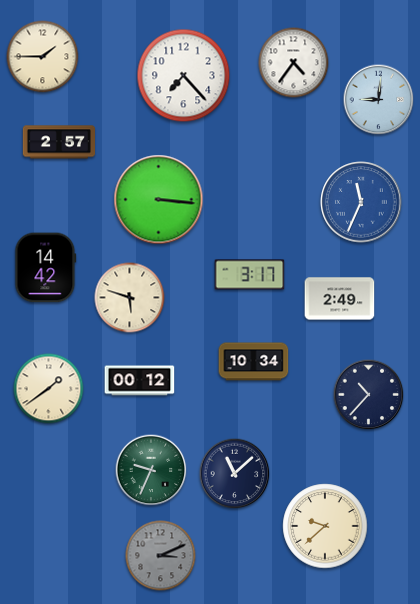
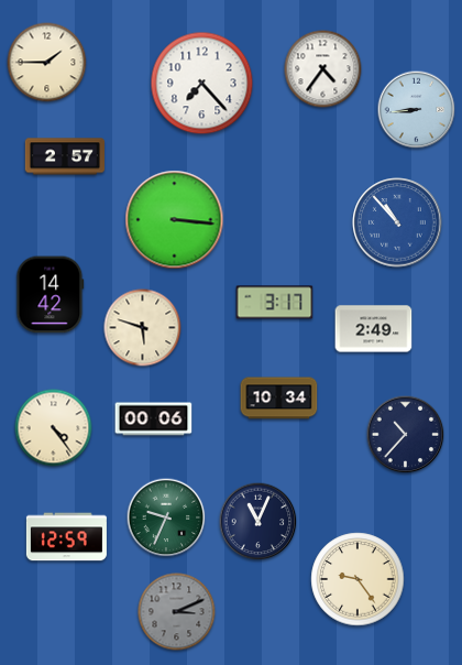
clock at (379, 100): 9:01 -> 8:44
clock at (361, 202): 11:34 -> 10:53
clock at (140, 381): 00:12 -> 00:06
clock at (49, 389): 1:39 -> 4:24
clock at (235, 474): 11:08 -> 11:04
clock at (66, 537): none -> 12:59
clock at (325, 526): 9:38 -> 9:24
